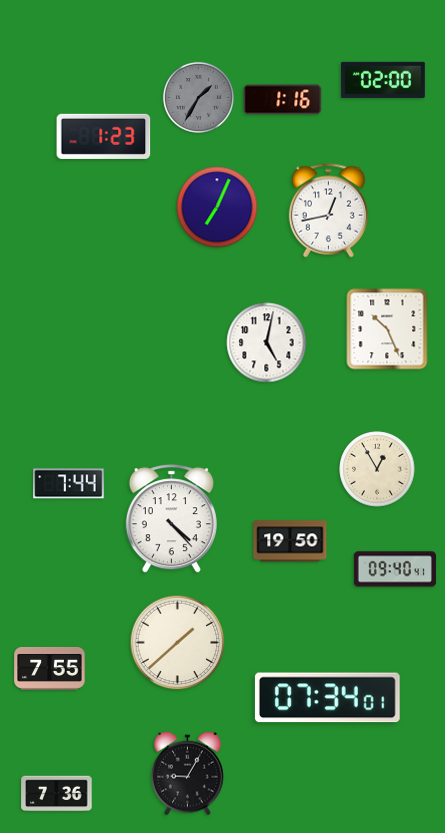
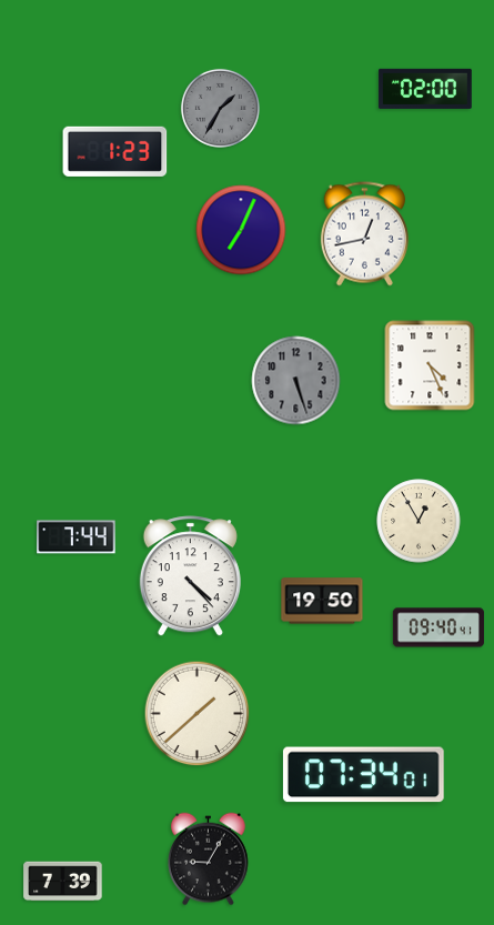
clock at (283, 100): 1:16 -> none
clock at (387, 329): 10:26 -> 4:26
clock at (267, 343): 5:02 -> 5:27
clock at (267, 343) dial: white -> grey
clock at (395, 569) position: (395, 569) -> (438, 627)
clock at (50, 668): 7:55 -> none
clock at (57, 794): 7:36 -> 7:39
